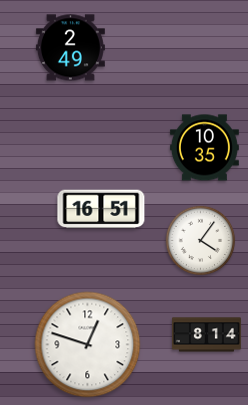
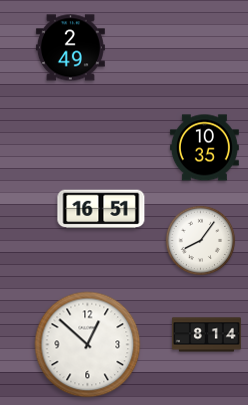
clock at (201, 241): 4:06 -> 8:06
clock at (88, 345): 12:48 -> 12:52
